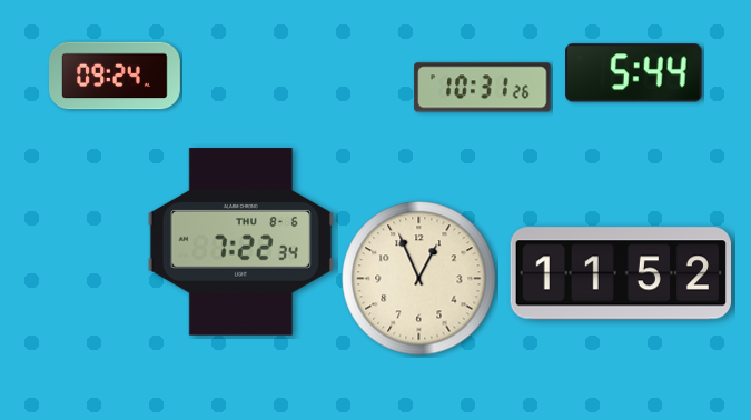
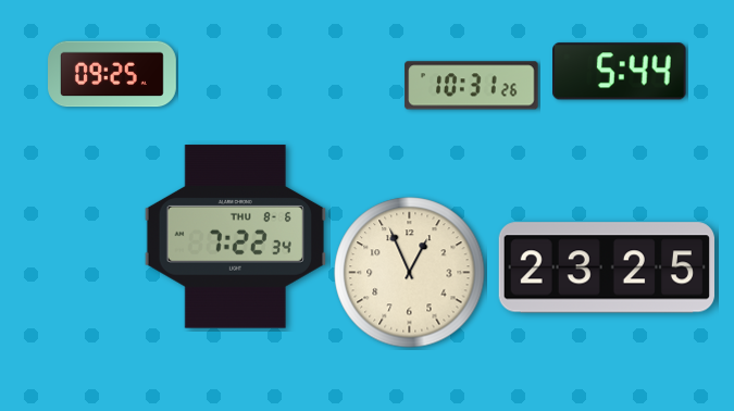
clock at (116, 76): 09:24 -> 09:25
clock at (621, 273): 11:52 -> 23:25
